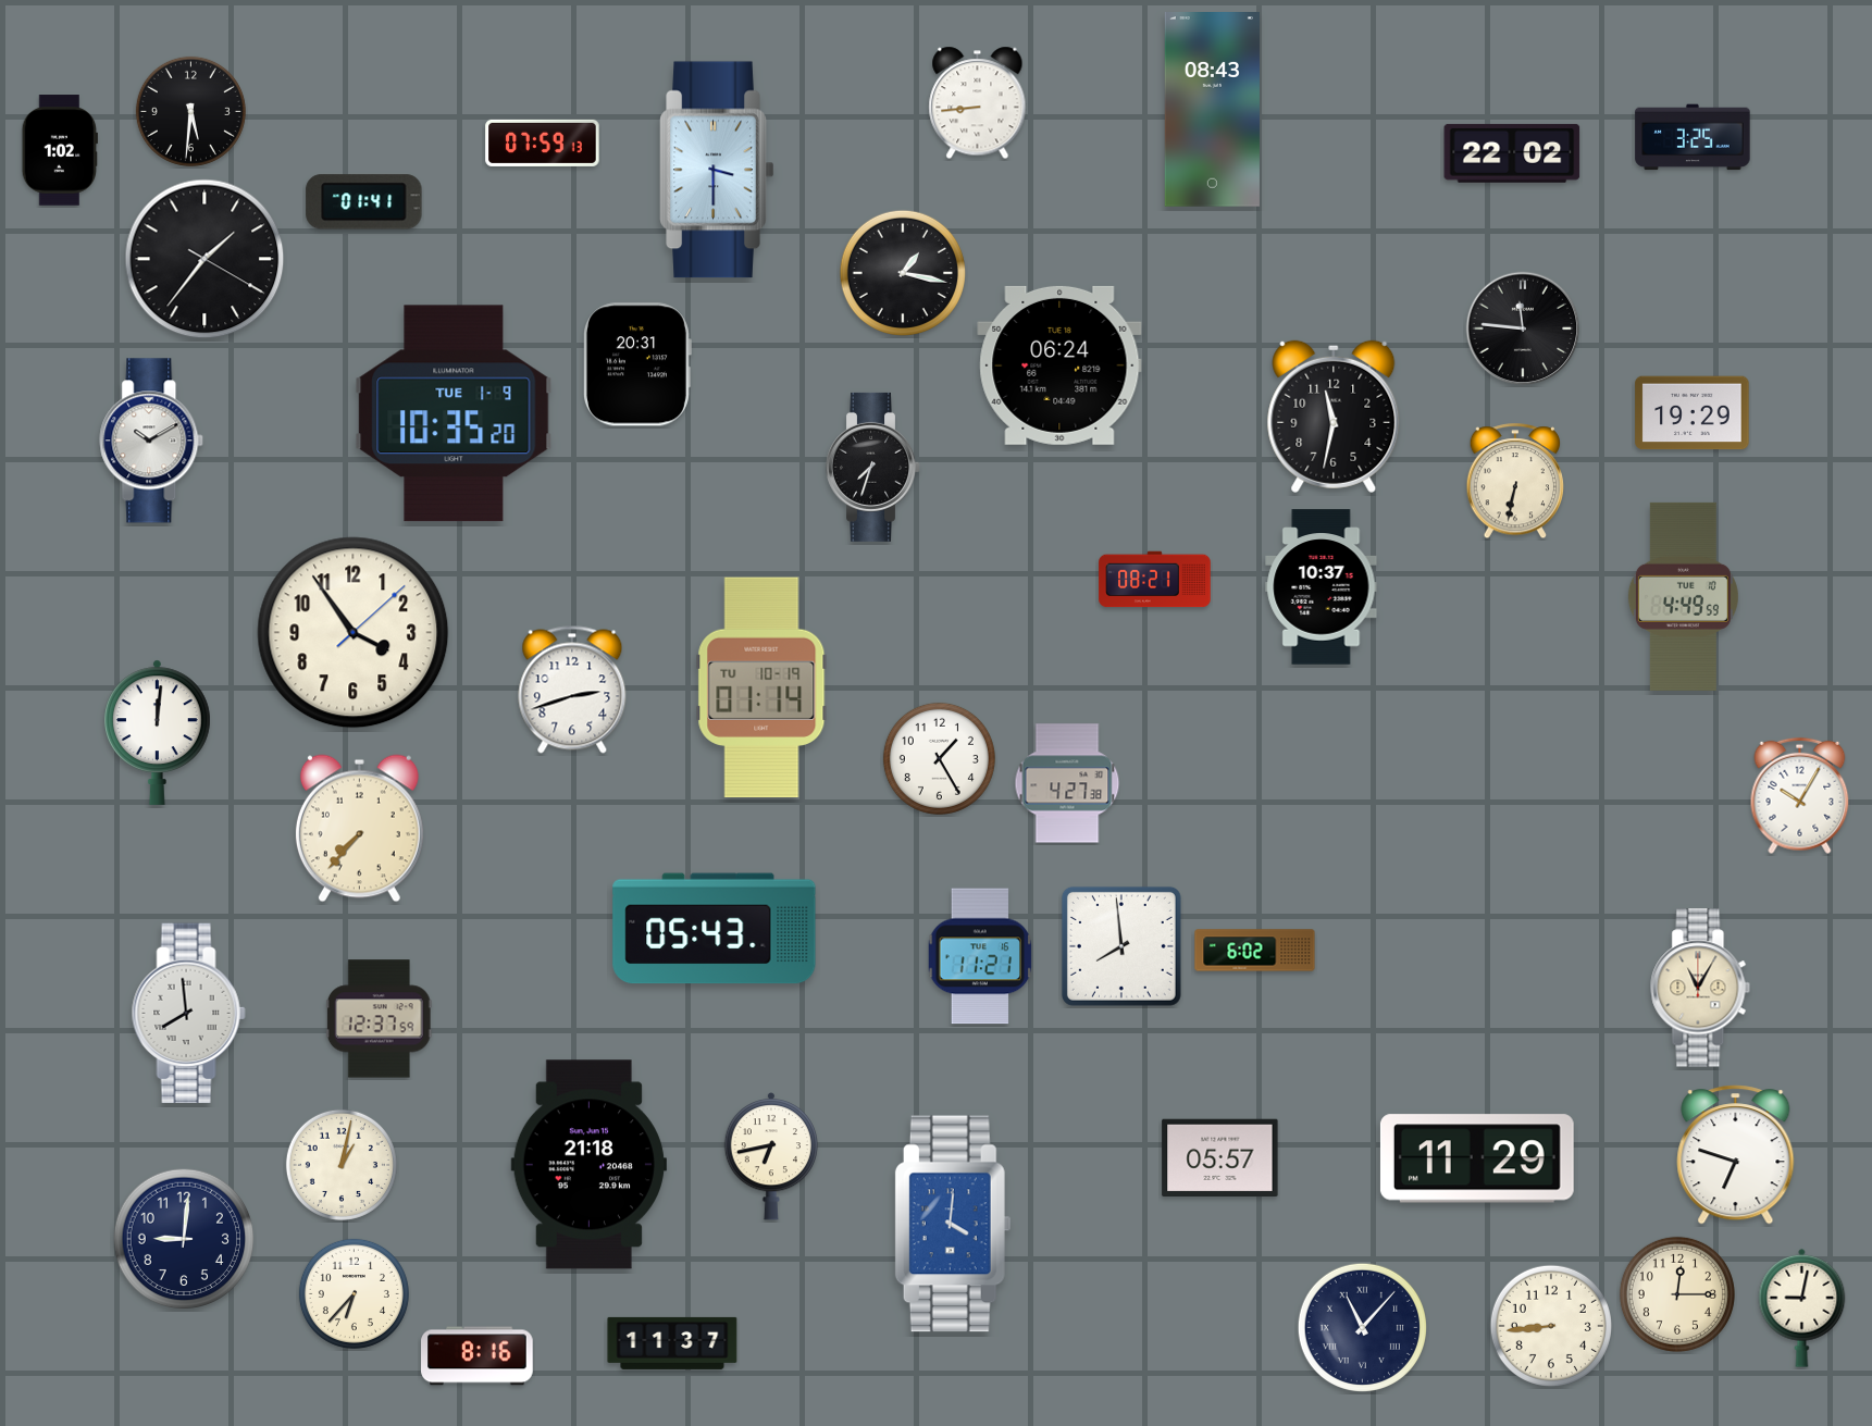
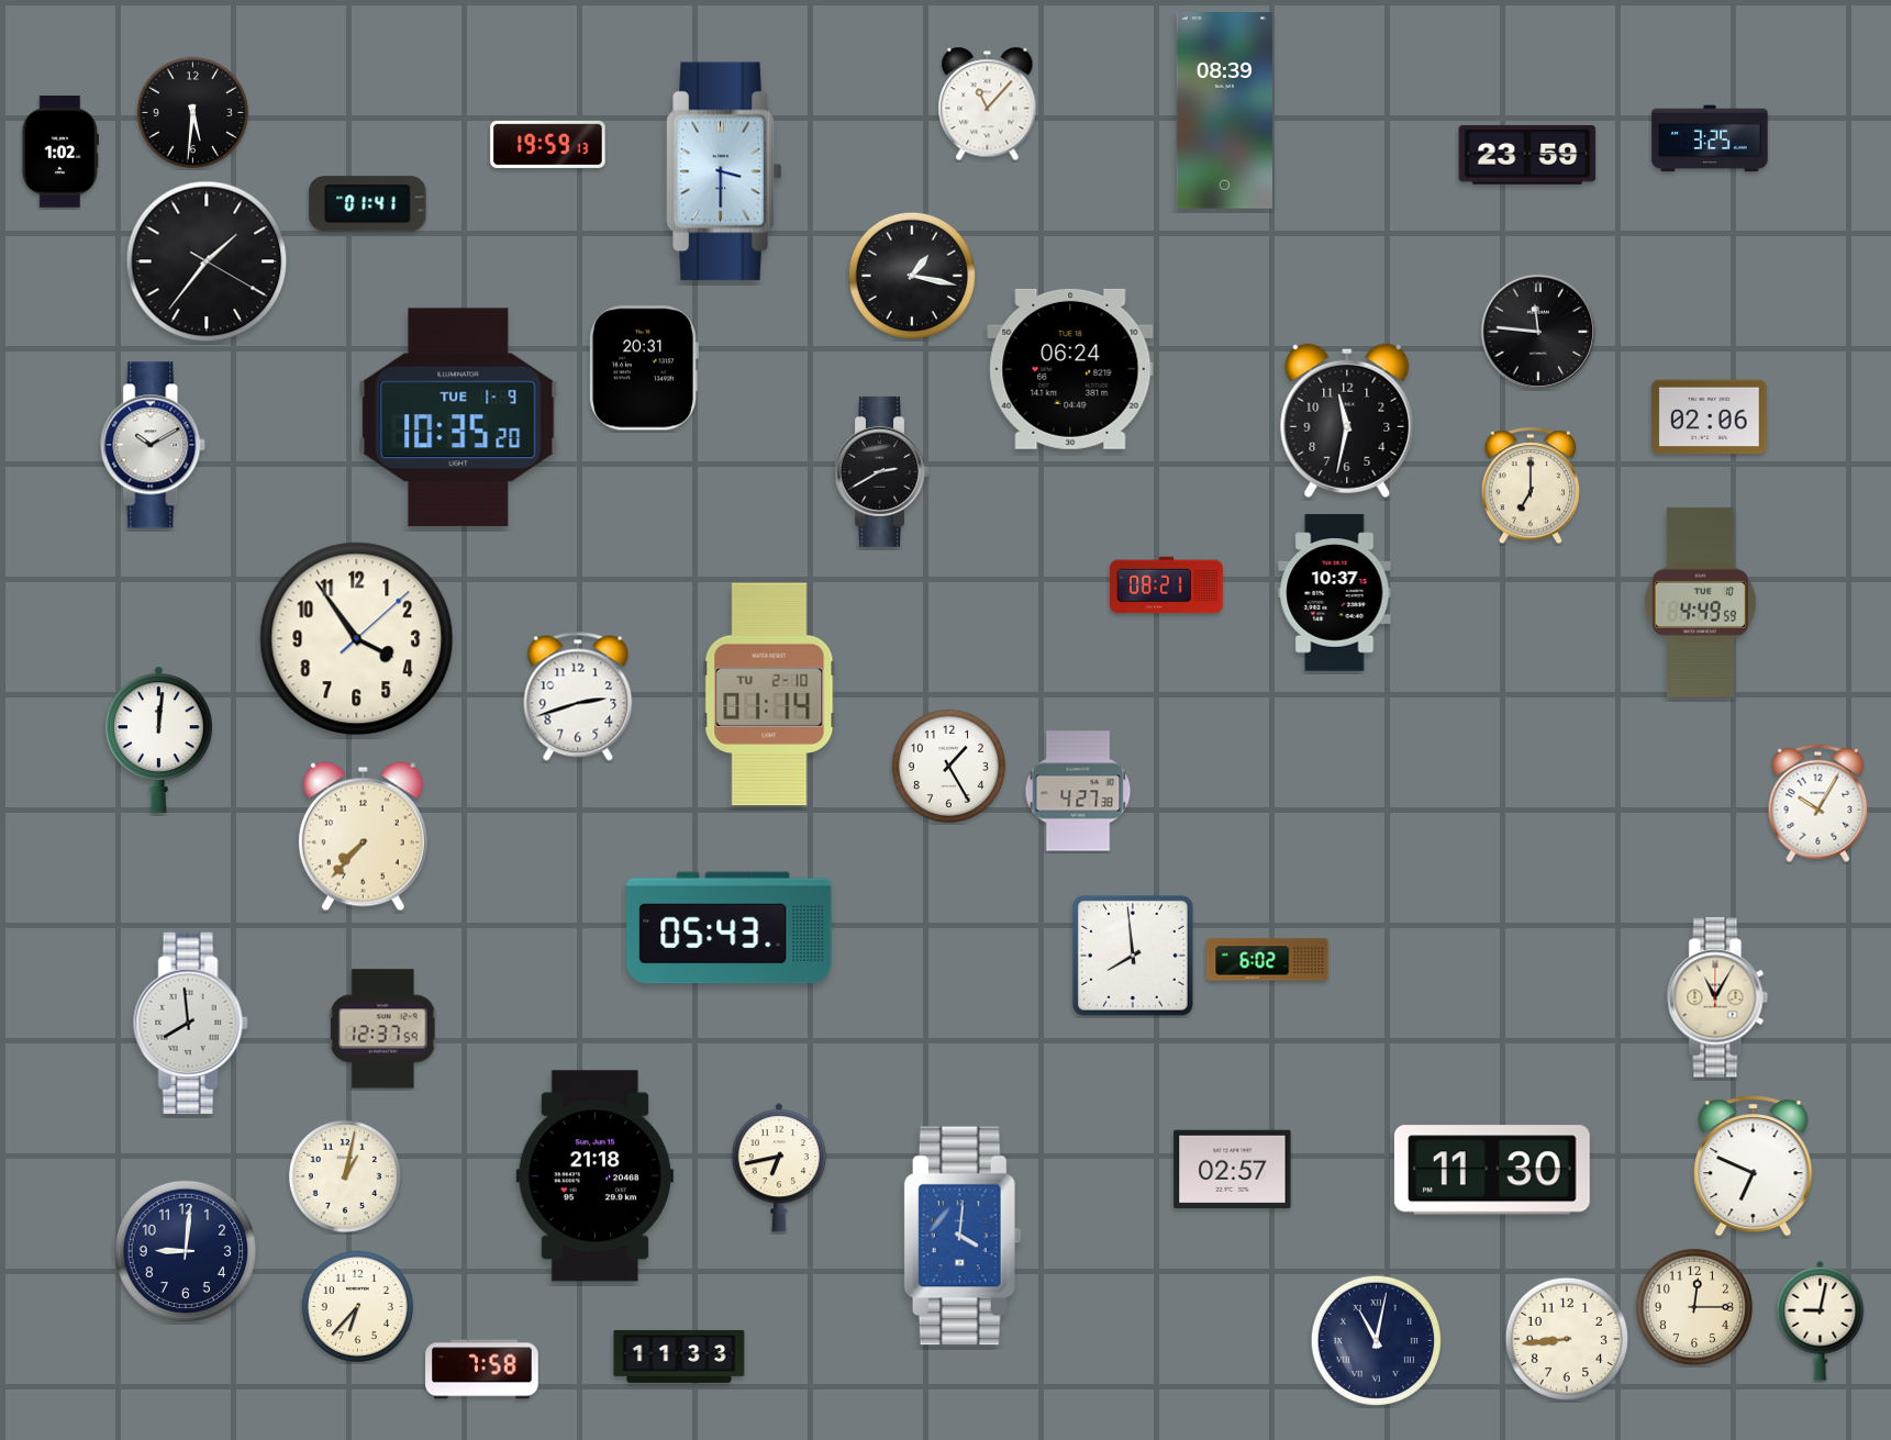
clock at (978, 103): 8:44 -> 11:07
clock at (1212, 110): 08:43 -> 08:39
clock at (543, 142): 07:59 -> 19:59
clock at (1512, 153): 22:02 -> 23:59
clock at (1693, 413): 19:29 -> 02:06
clock at (873, 467): 7:33 -> 2:40
clock at (1514, 482): 6:32 -> 7:00
clock at (761, 687) date: TU 10-19 -> TU 2-10
clock at (715, 929) position: (715, 929) -> (730, 928)
clock at (980, 956): 11:21 -> none
clock at (1736, 1155): 6:48 -> 6:49
clock at (1220, 1157): 05:57 -> 02:57
clock at (1477, 1158): 11:29 -> 11:30
clock at (1362, 1327): 11:07 -> 11:02
clock at (672, 1343): 11:37 -> 11:33
clock at (478, 1356): 8:16 -> 7:58
